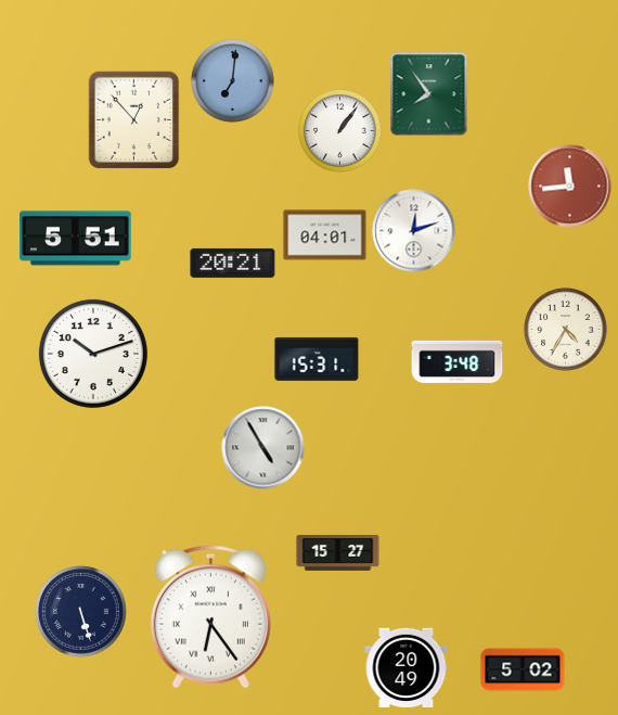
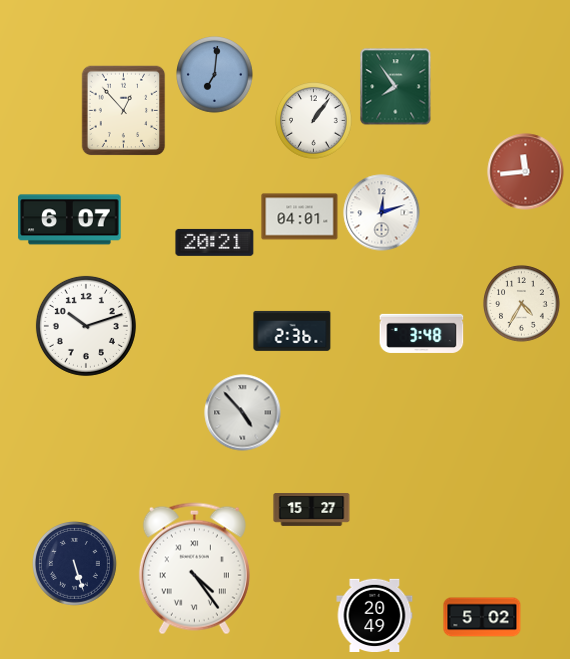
clock at (76, 239): 5:51 -> 6:07
clock at (317, 359): 15:31 -> 2:36
clock at (263, 448): 4:55 -> 4:53
clock at (210, 617): 6:24 -> 4:24
